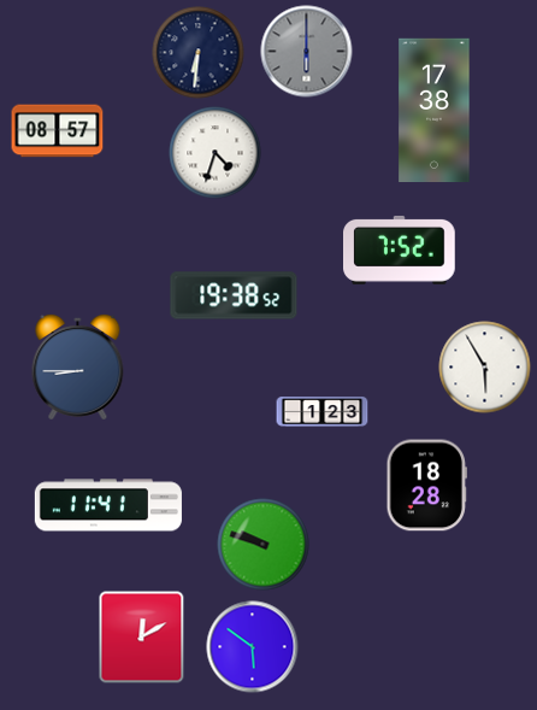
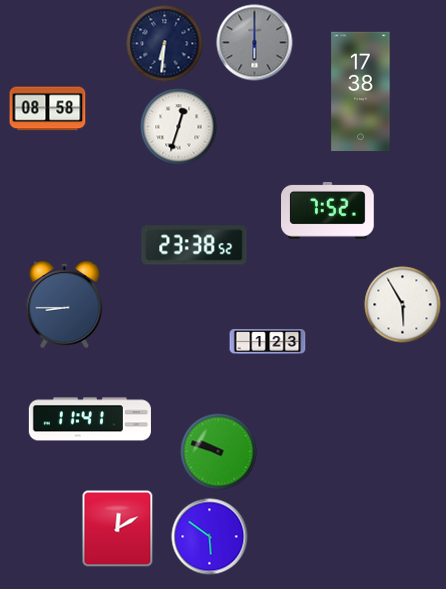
clock at (58, 131): 08:57 -> 08:58
clock at (216, 153): 4:33 -> 12:33
clock at (400, 250) position: (400, 250) -> (328, 210)
clock at (234, 295): 19:38 -> 23:38
clock at (426, 486): 18:28 -> none
